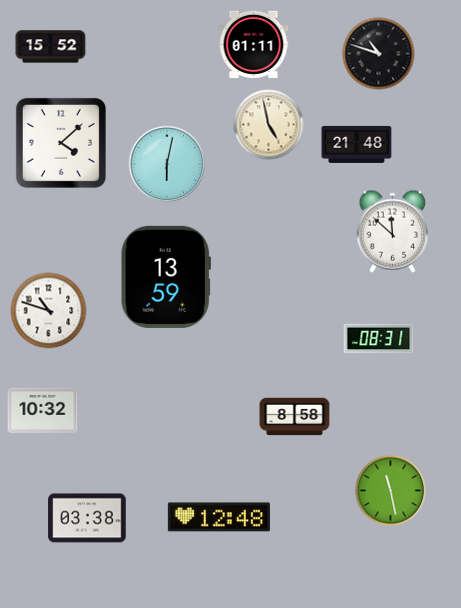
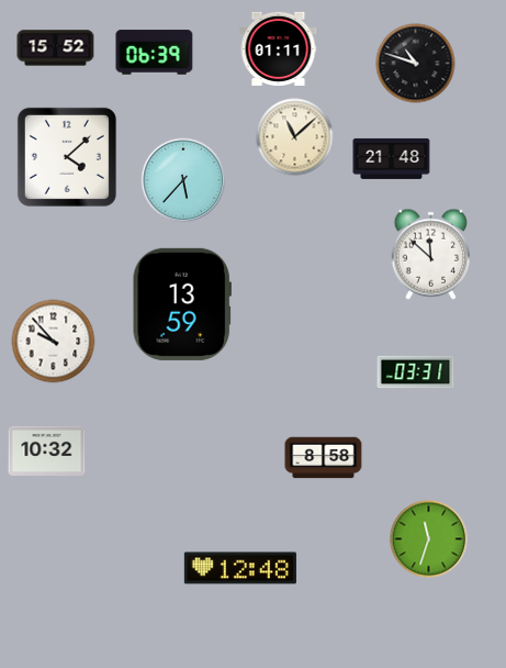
clock at (51, 47) position: (51, 47) -> (56, 48)
clock at (155, 53): none -> 06:39
clock at (379, 54) position: (379, 54) -> (416, 64)
clock at (269, 125): 4:58 -> 11:08
clock at (167, 164): 6:02 -> 5:37
clock at (49, 311): 10:48 -> 9:53
clock at (379, 339): 08:31 -> 03:31
clock at (391, 491): 11:28 -> 11:33
clock at (87, 518): 03:38 -> none
